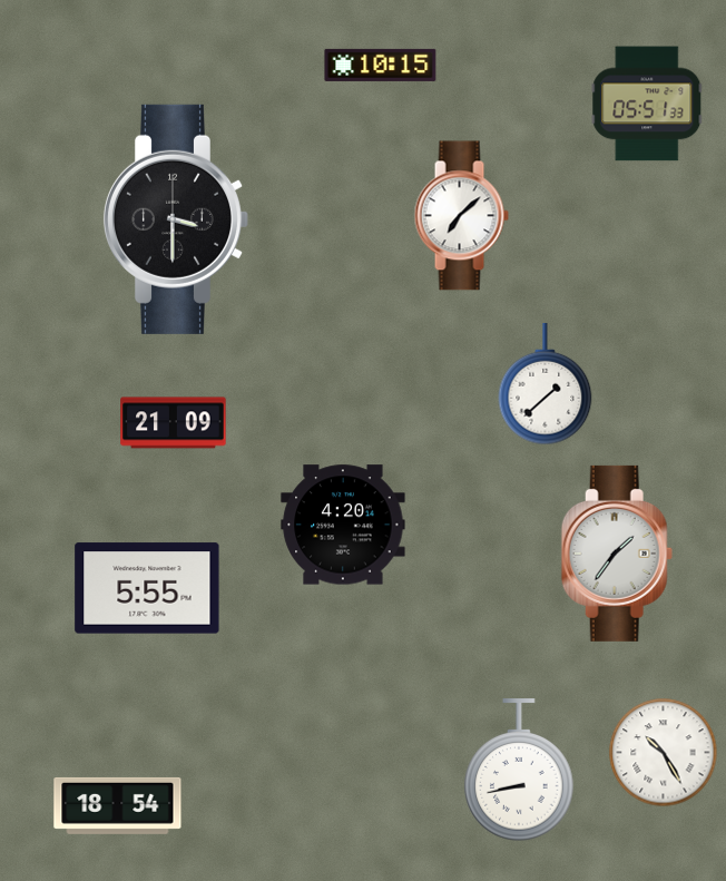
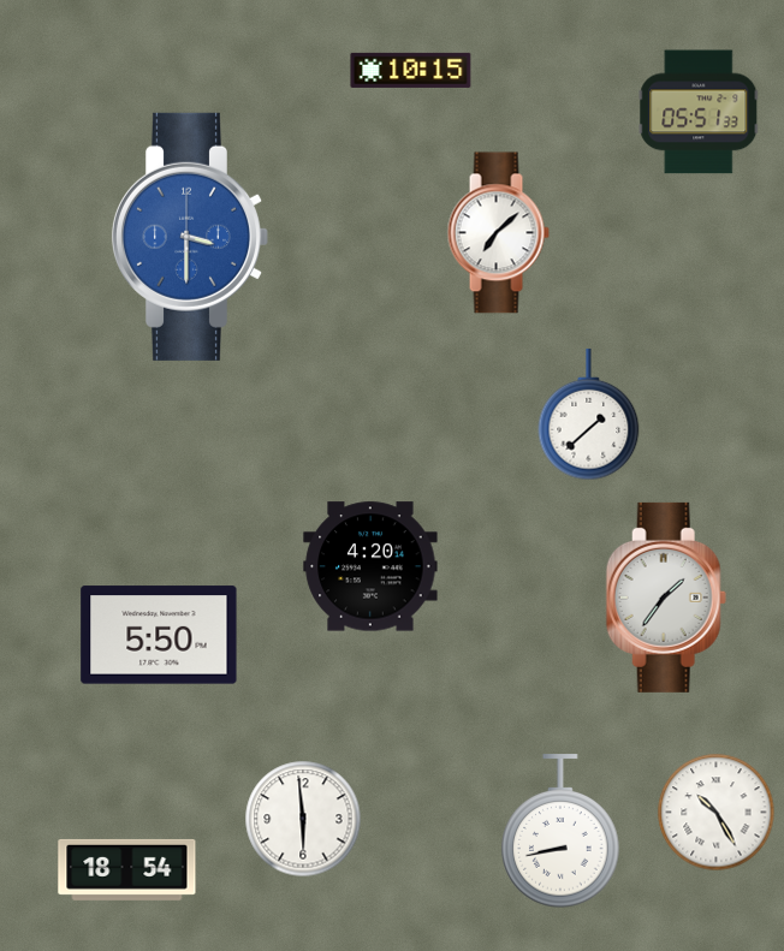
clock at (175, 219) dial: black -> blue
clock at (174, 423): 21:09 -> none
clock at (147, 588): 5:55 -> 5:50
clock at (303, 819): none -> 5:59
